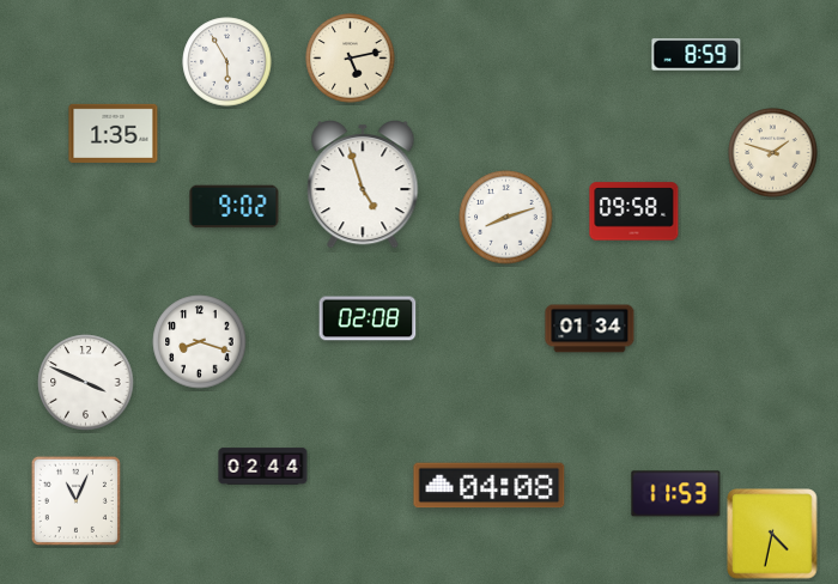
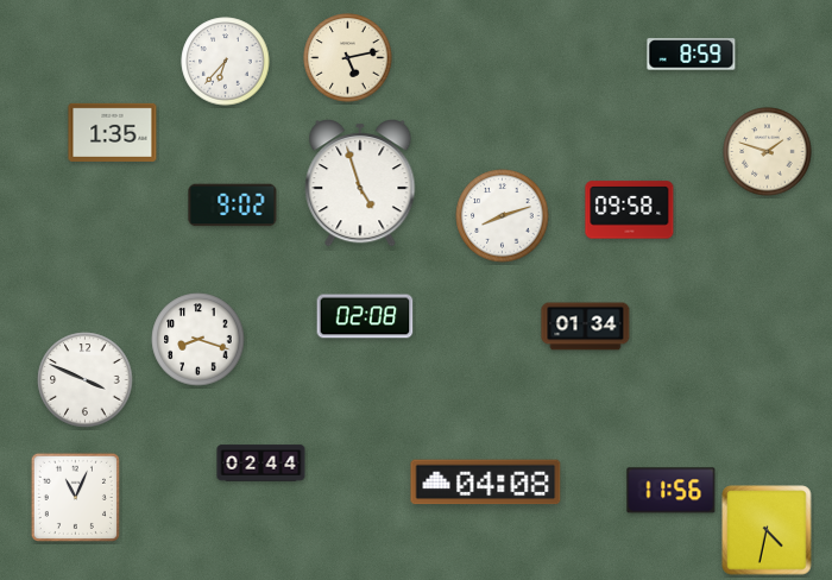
clock at (227, 62): 5:55 -> 6:37
clock at (676, 494): 11:53 -> 11:56
